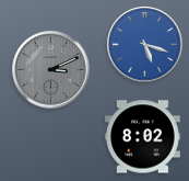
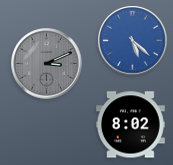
clock at (145, 45): 5:18 -> 5:22
